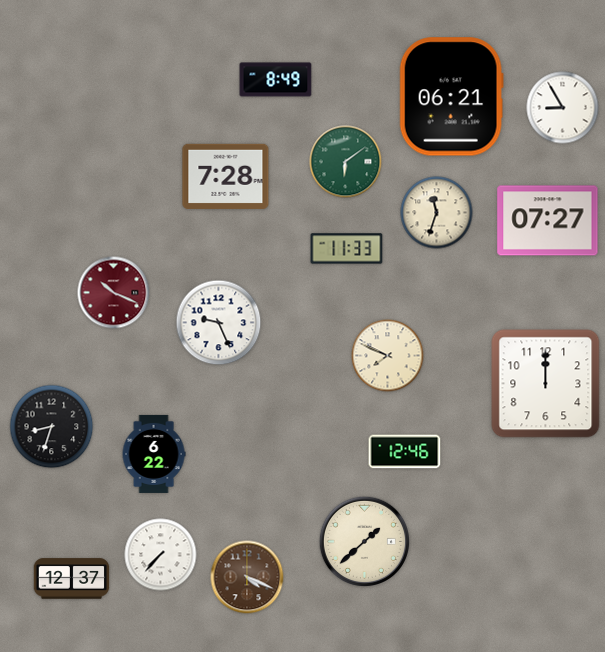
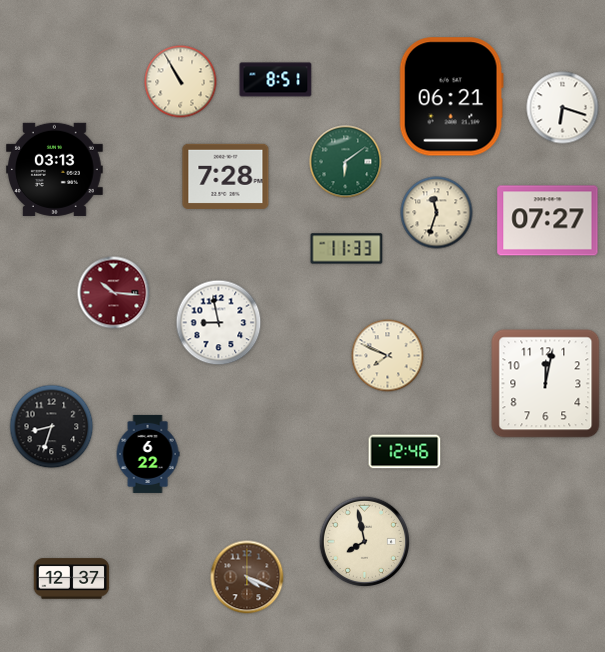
clock at (276, 80): 8:49 -> 8:51
clock at (181, 82): none -> 10:55
clock at (563, 108): 8:55 -> 6:18
clock at (54, 169): none -> 03:13
clock at (114, 293): 10:19 -> 10:16
clock at (219, 323): 9:26 -> 8:58
clock at (546, 384): 12:00 -> 12:02
clock at (154, 454) position: (154, 454) -> (148, 454)
clock at (365, 542): 1:38 -> 7:58
clock at (161, 555): 7:37 -> none
